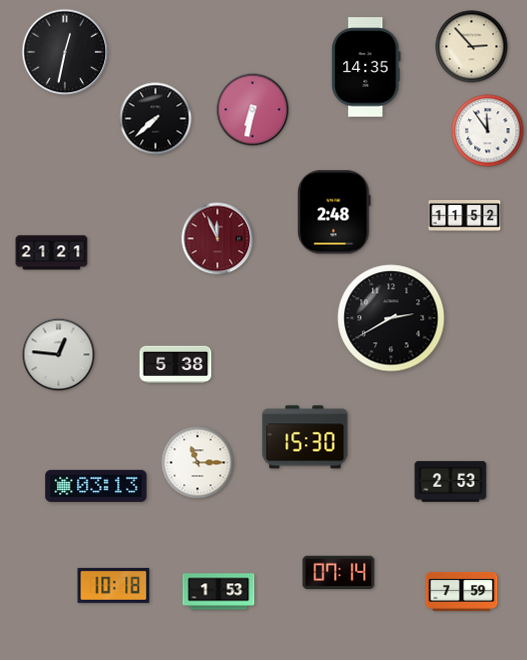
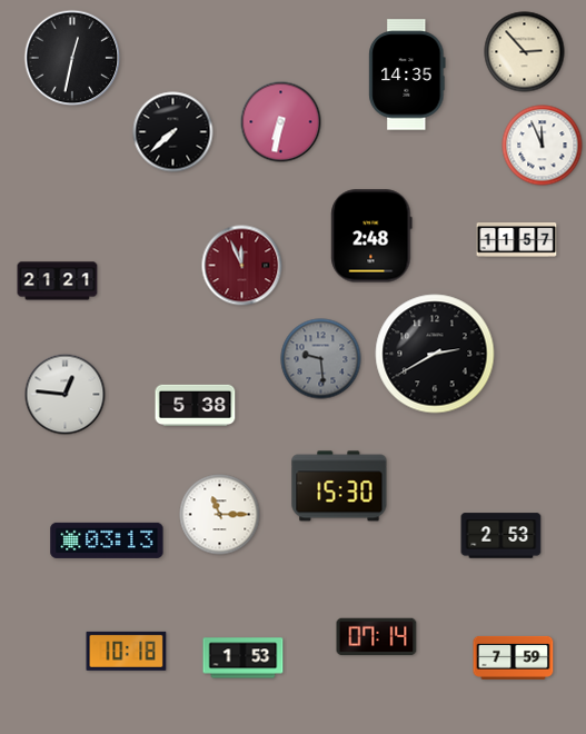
clock at (488, 131): 11:54 -> 11:56
clock at (465, 216): 11:52 -> 11:57
clock at (321, 359): none -> 9:29
